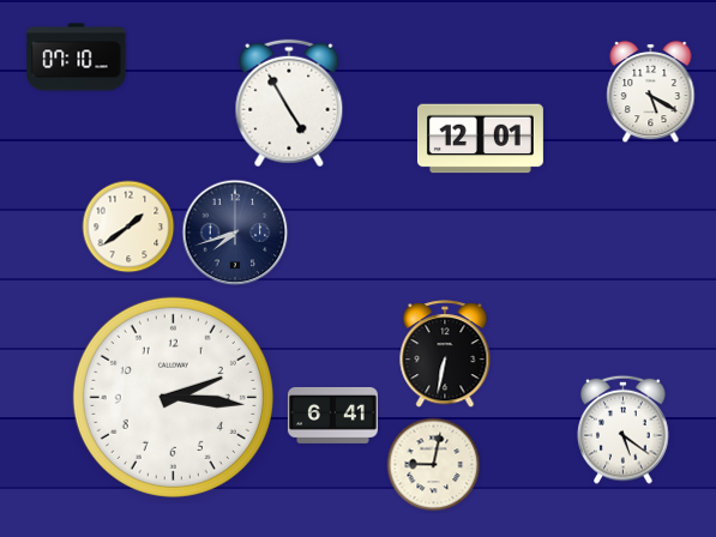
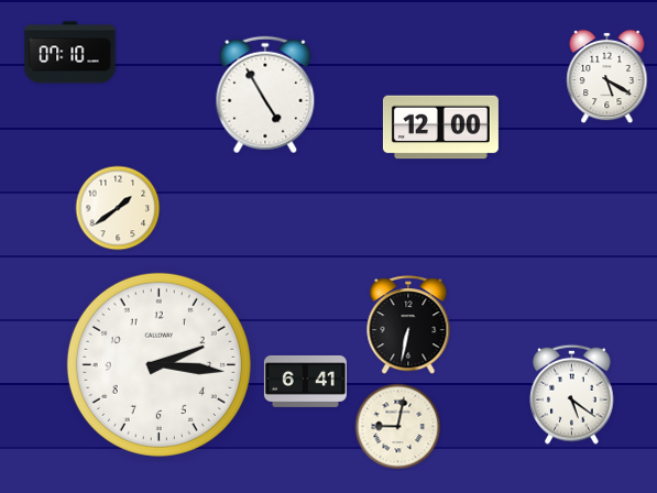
clock at (651, 92) position: (651, 92) -> (607, 77)
clock at (480, 139): 12:01 -> 12:00
clock at (235, 233): 7:42 -> none
